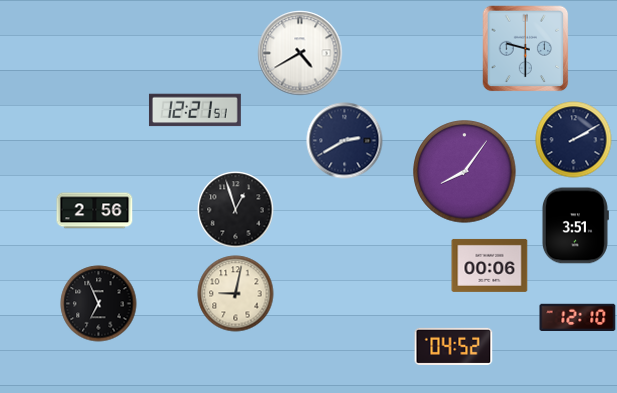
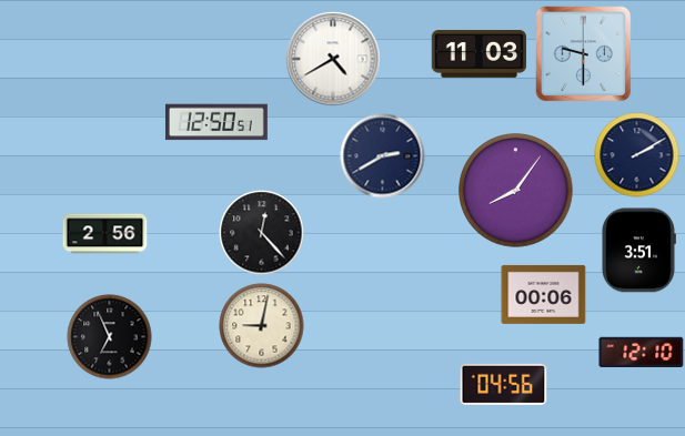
clock at (480, 53): none -> 11:03
clock at (195, 110): 12:21 -> 12:50
clock at (236, 210): 12:57 -> 12:23
clock at (454, 346): 04:52 -> 04:56
